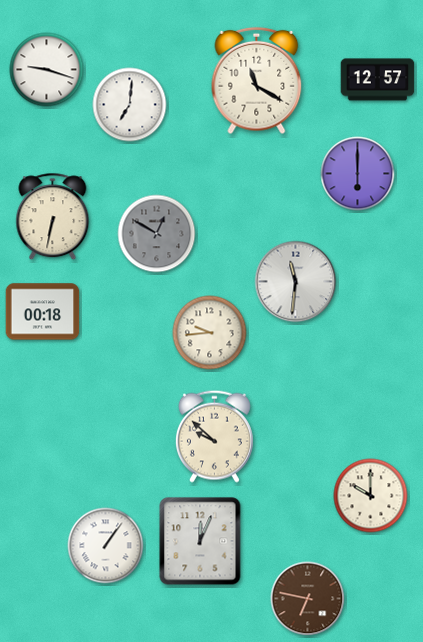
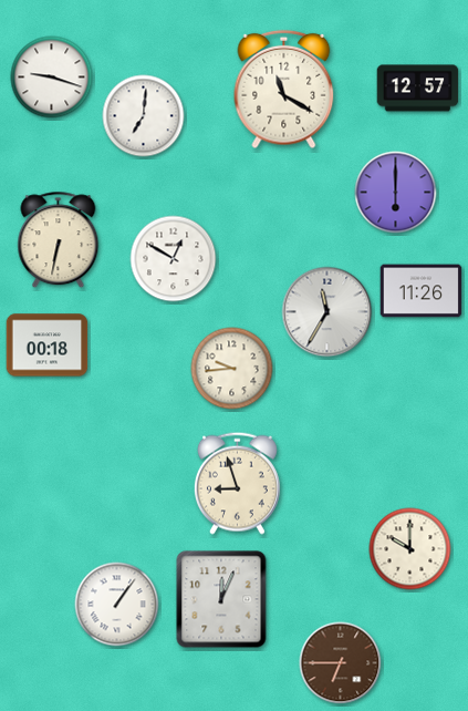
clock at (157, 234) dial: grey -> white
clock at (422, 291): none -> 11:26
clock at (296, 282): 11:31 -> 11:35
clock at (214, 436): 9:52 -> 8:57
clock at (308, 599): 6:47 -> 6:45
